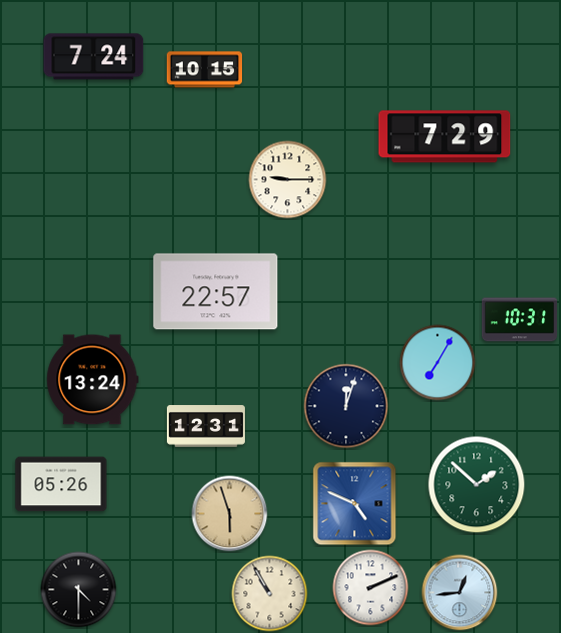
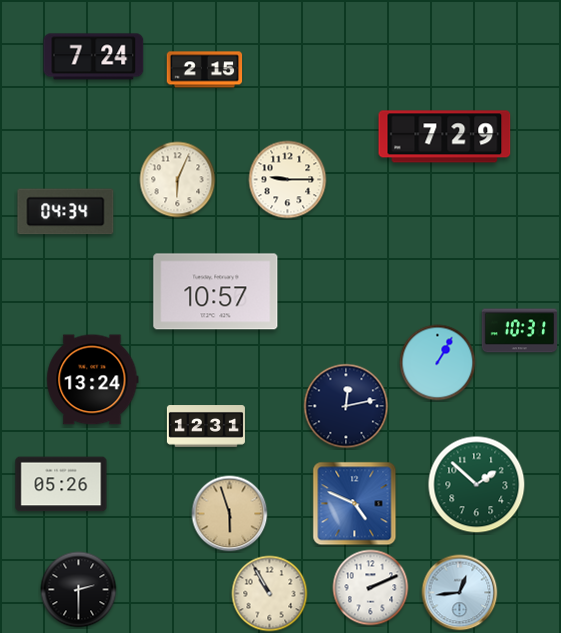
clock at (205, 70): 10:15 -> 2:15
clock at (178, 180): none -> 6:04
clock at (66, 212): none -> 04:34
clock at (216, 292): 22:57 -> 10:57
clock at (520, 320) position: (520, 320) -> (520, 331)
clock at (438, 363): 7:05 -> 1:05
clock at (346, 406): 12:03 -> 12:13
clock at (79, 590): 4:30 -> 2:30
